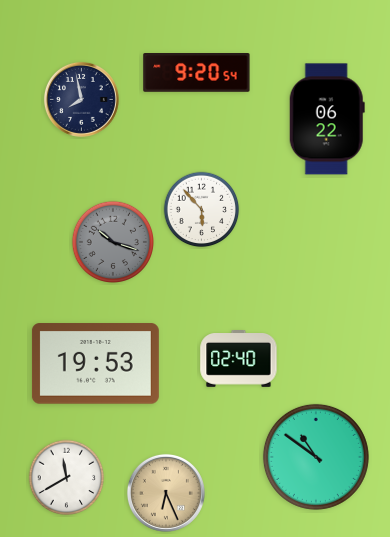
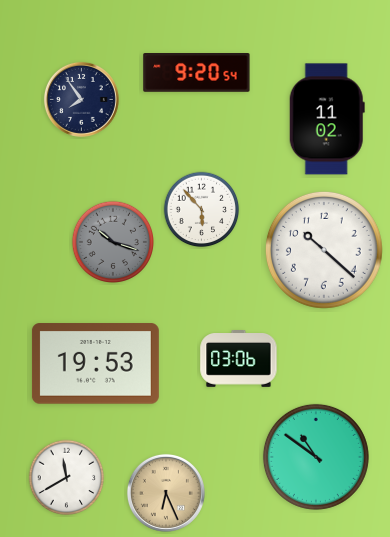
clock at (81, 99): 7:58 -> 7:54
clock at (327, 119): 06:22 -> 11:02
clock at (324, 250): none -> 10:22
clock at (239, 359): 02:40 -> 03:06
